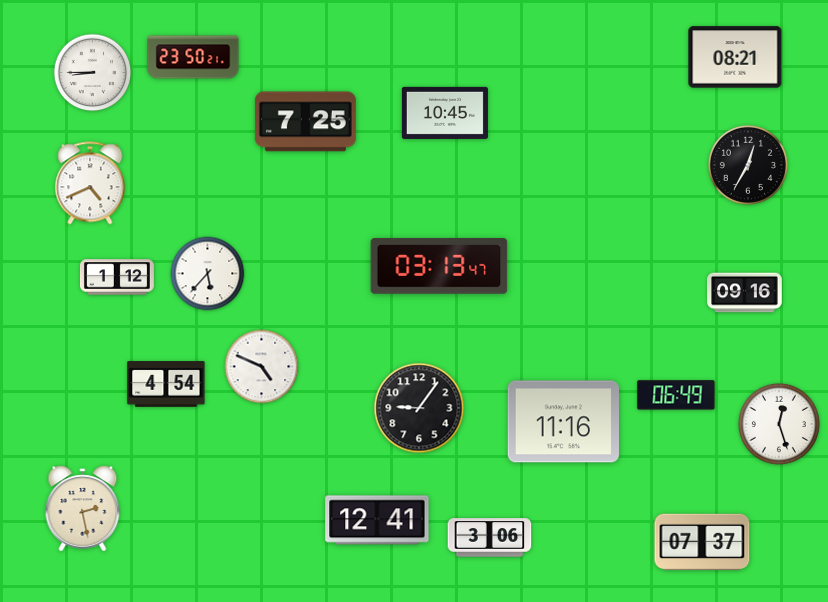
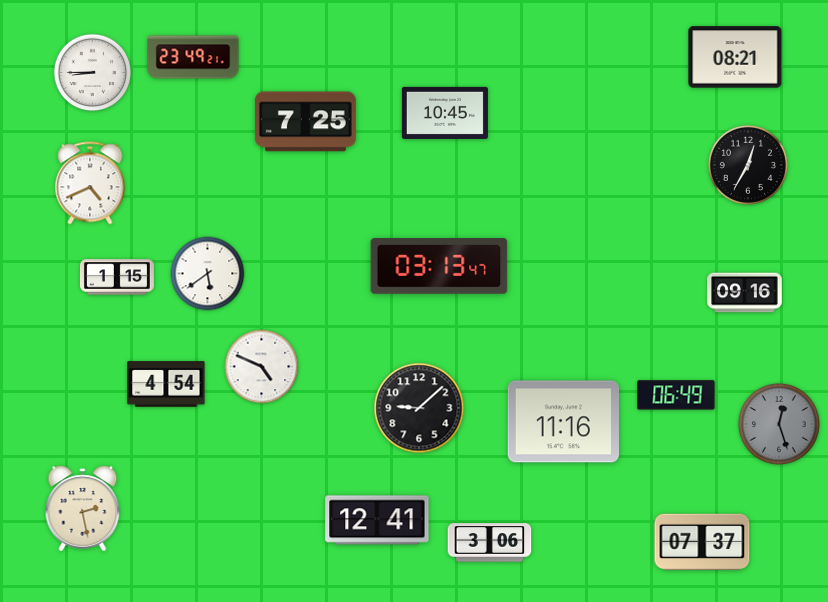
clock at (193, 57): 23:50 -> 23:49
clock at (208, 274): 5:37 -> 5:39
clock at (117, 277): 1:12 -> 1:15
clock at (419, 408): 9:06 -> 9:08
clock at (779, 424) dial: white -> grey
clock at (490, 538) position: (490, 538) -> (490, 543)
